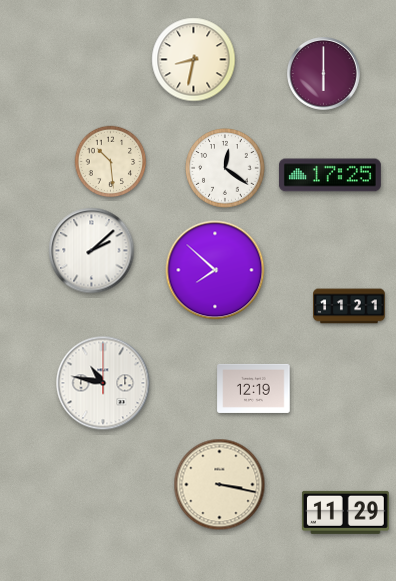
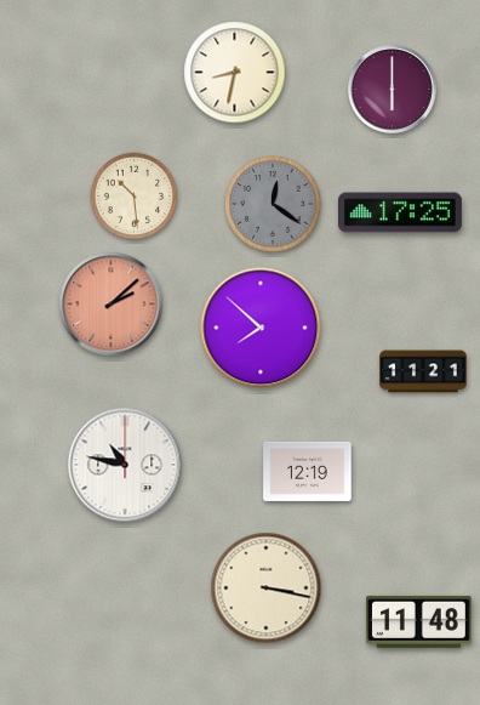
clock at (225, 168) dial: white -> grey
clock at (92, 251) dial: white -> salmon
clock at (345, 512): 11:29 -> 11:48
